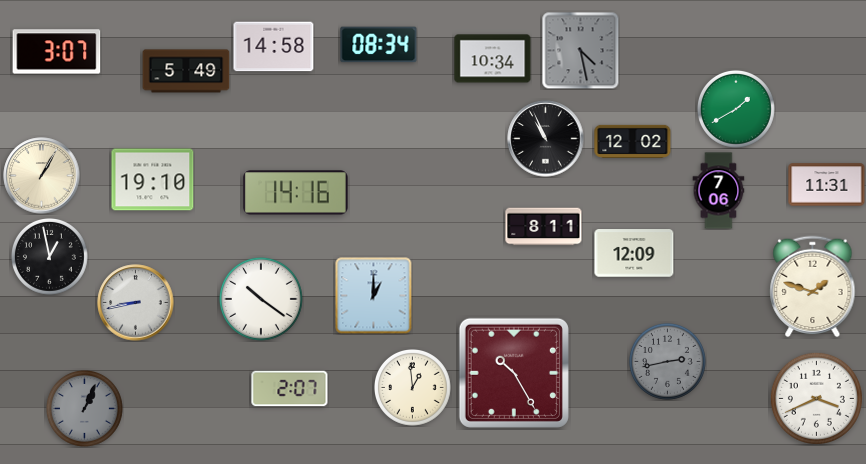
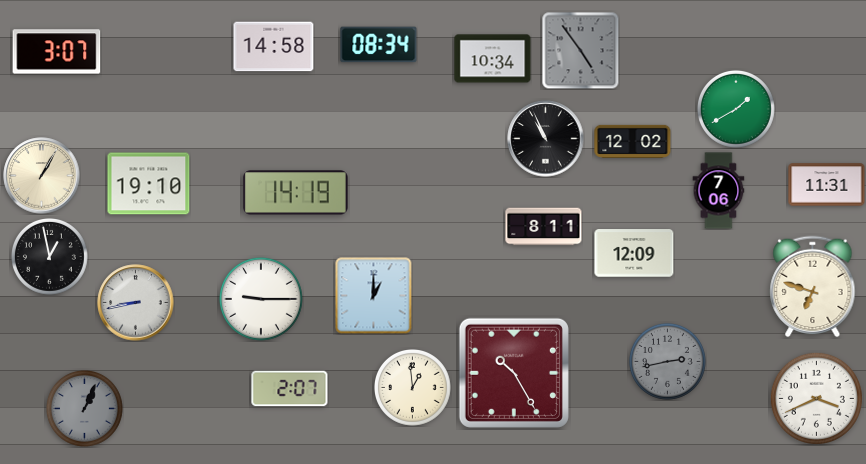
clock at (580, 50): 4:28 -> 4:54
clock at (186, 71): 5:49 -> none
clock at (153, 180) position: (153, 180) -> (149, 184)
clock at (296, 193): 14:16 -> 14:19
clock at (813, 287): 1:48 -> 6:48
clock at (261, 299): 10:21 -> 9:15
